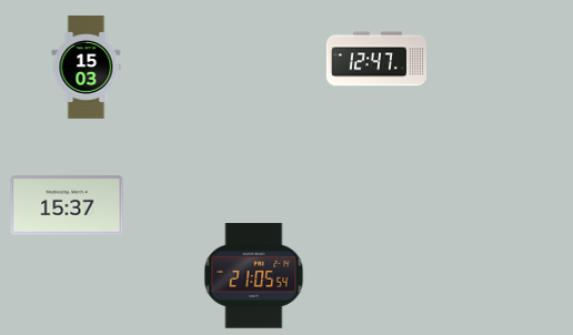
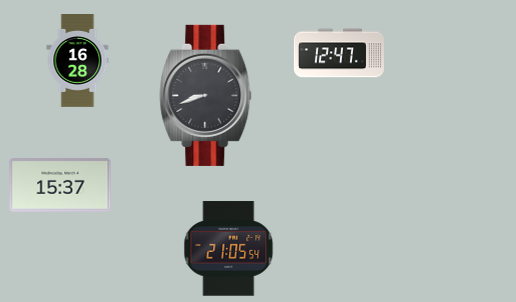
clock at (87, 68): 15:03 -> 16:28
clock at (206, 95): none -> 8:42
